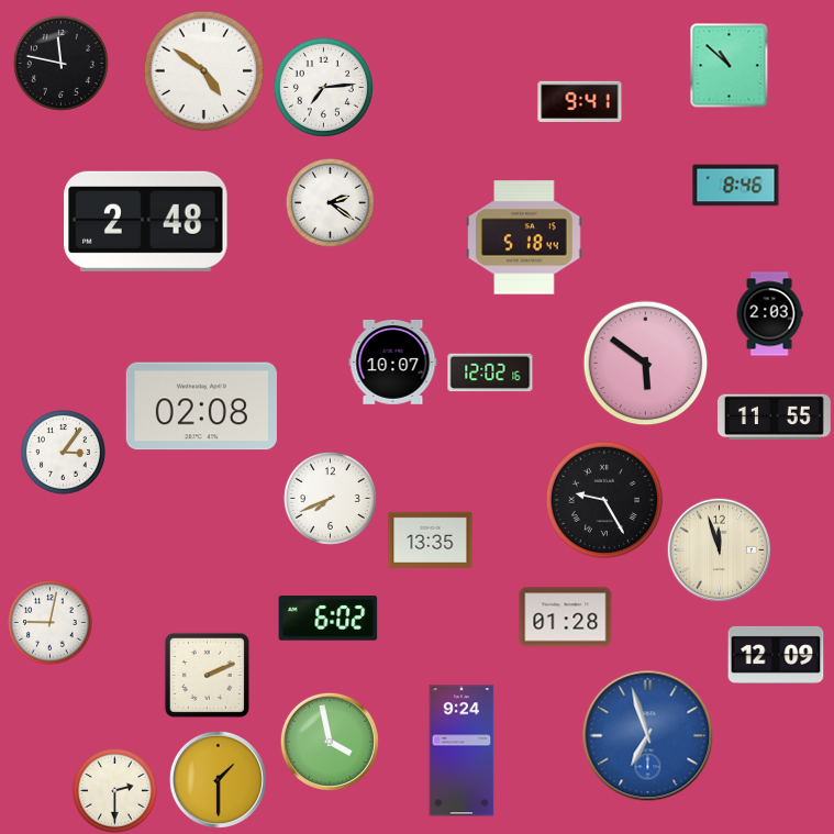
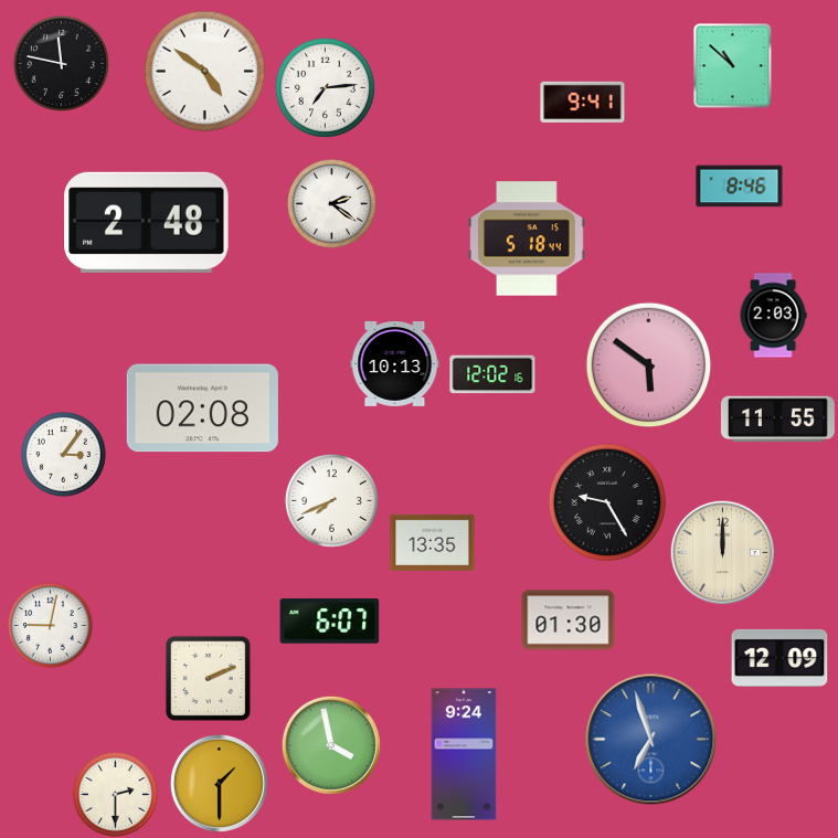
clock at (393, 362): 10:07 -> 10:13
clock at (719, 549): 11:57 -> 12:00
clock at (566, 618): 01:28 -> 01:30
clock at (329, 619): 6:02 -> 6:07
